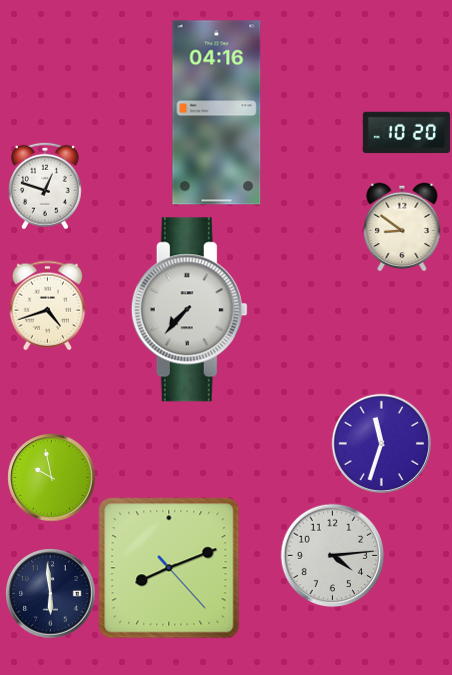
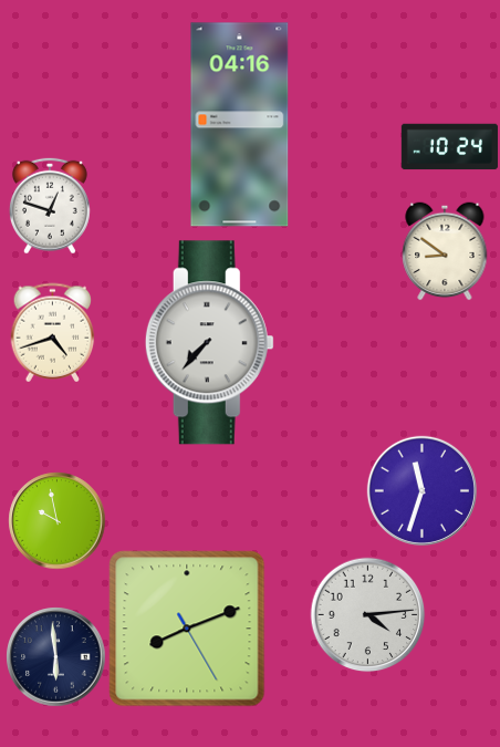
clock at (406, 133): 10:20 -> 10:24
clock at (48, 305) position: (48, 305) -> (53, 332)
clock at (51, 477) position: (51, 477) -> (56, 520)
clock at (169, 568): 8:11:23 -> 8:11:25
